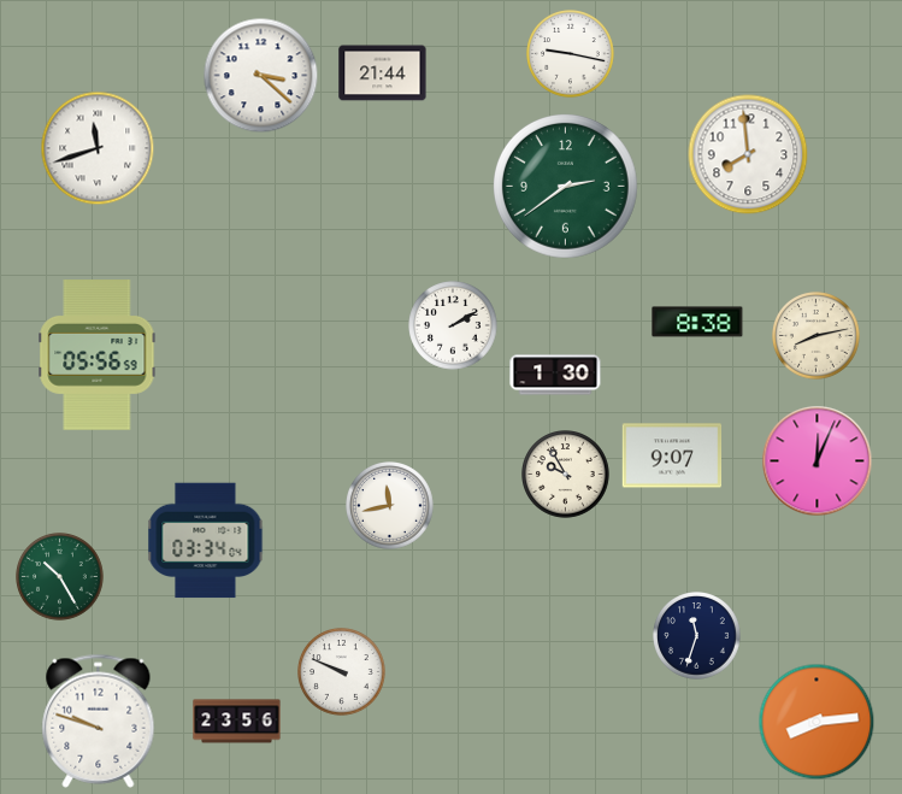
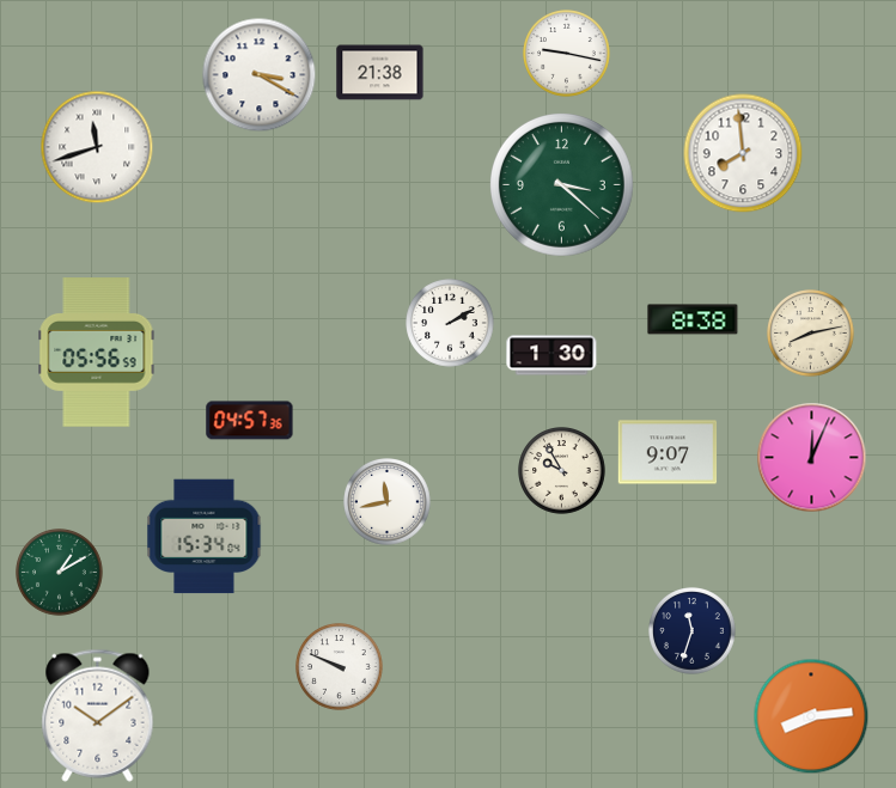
clock at (383, 73): 21:44 -> 21:38
clock at (261, 76): 3:22 -> 3:20
clock at (566, 187): 2:39 -> 3:22
clock at (555, 375) position: (555, 375) -> (551, 355)
clock at (250, 421): none -> 04:57
clock at (206, 541): 03:34 -> 15:34
clock at (60, 577): 10:25 -> 1:10
clock at (99, 721): 9:48 -> 10:09
clock at (237, 722): 23:56 -> none
